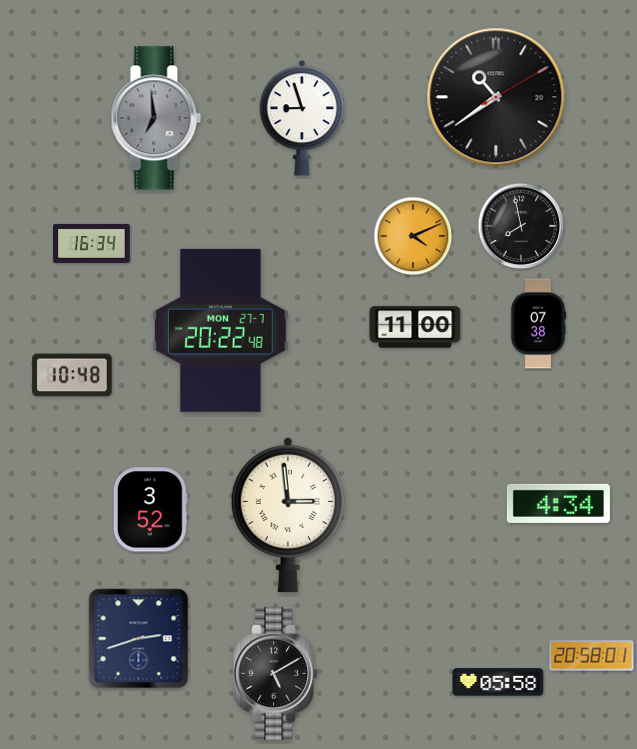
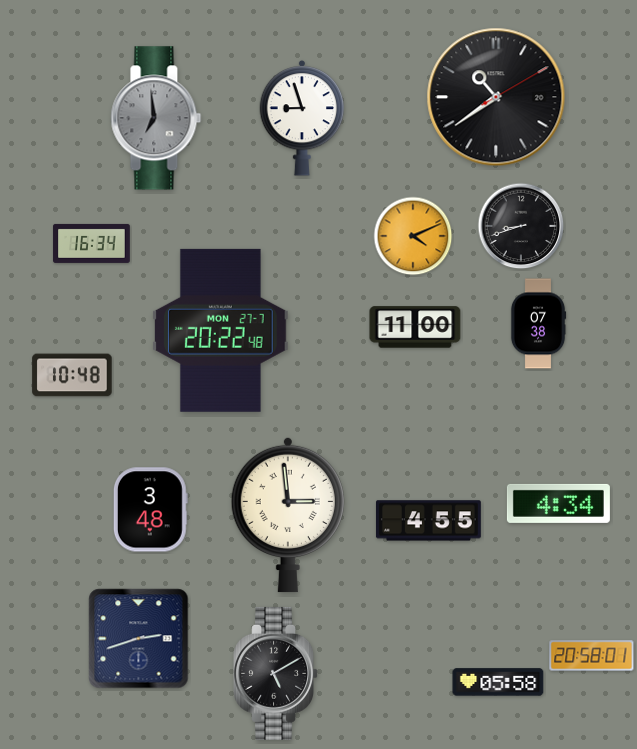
clock at (521, 226): 7:58 -> 8:42
clock at (150, 510): 3:52 -> 3:48
clock at (428, 521): none -> 4:55
